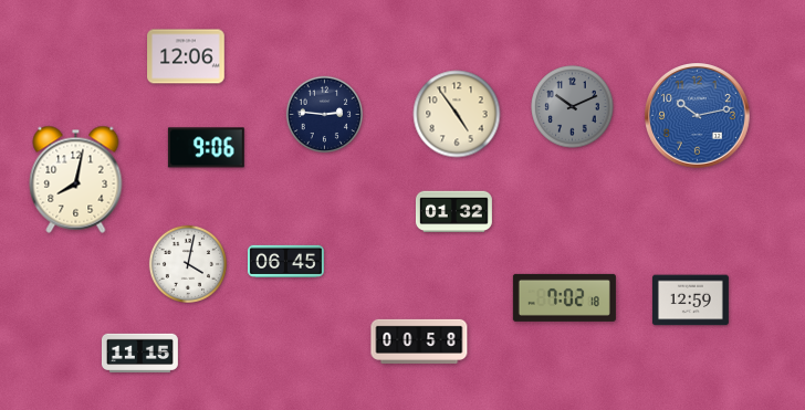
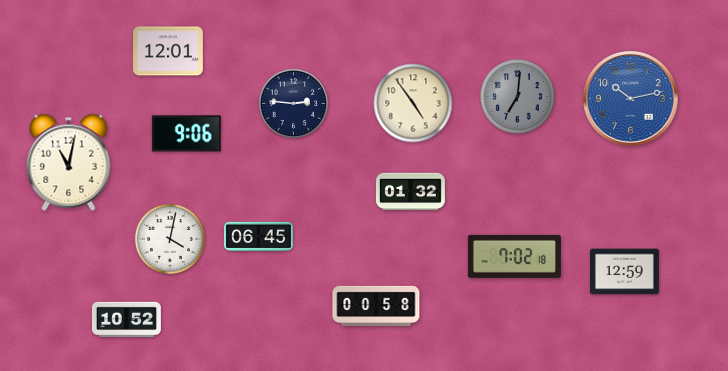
clock at (186, 56): 12:06 -> 12:01
clock at (573, 107): 10:11 -> 7:01
clock at (698, 116) position: (698, 116) -> (631, 99)
clock at (76, 179): 8:02 -> 11:02
clock at (564, 297) position: (564, 297) -> (514, 256)
clock at (419, 341) position: (419, 341) -> (376, 306)
clock at (140, 354): 11:15 -> 10:52
